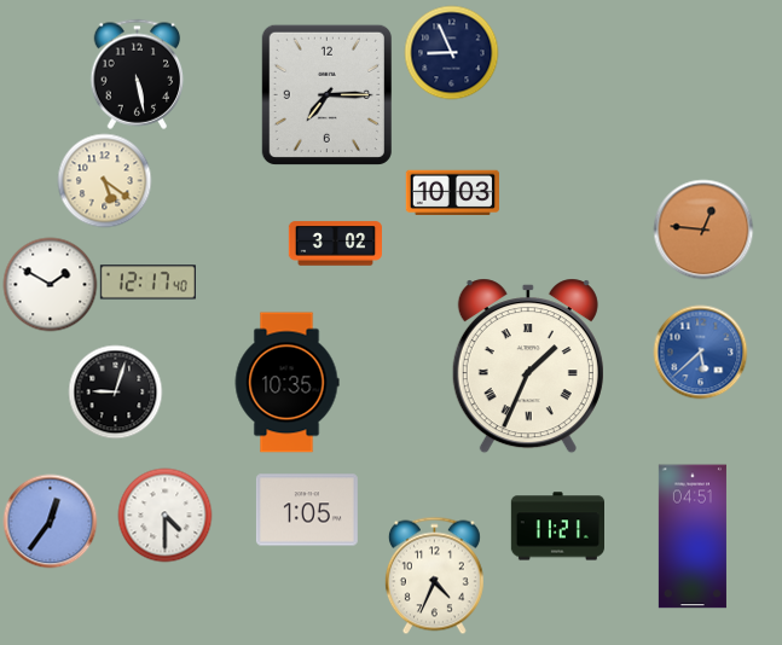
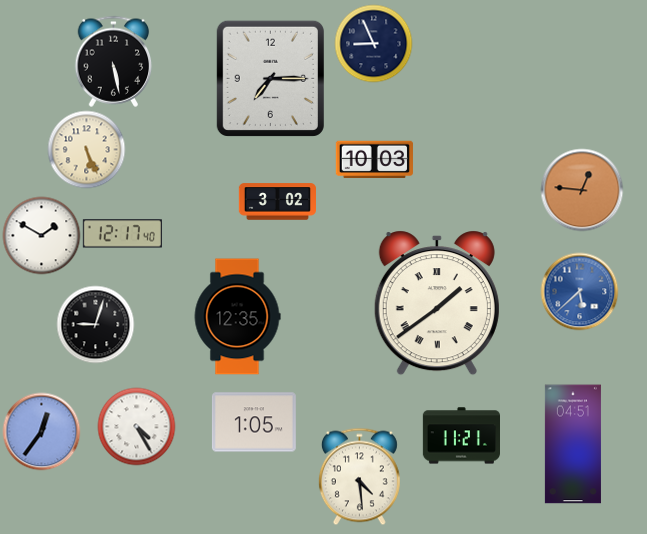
clock at (104, 180): 5:21 -> 5:26
clock at (528, 366): 1:34 -> 1:39
clock at (286, 383): 10:35 -> 12:35
clock at (164, 515): 4:30 -> 4:25
clock at (434, 575): 4:34 -> 4:29
